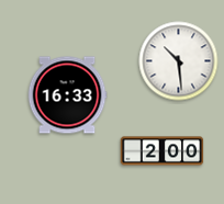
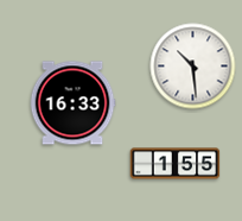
clock at (163, 151): 2:00 -> 1:55
